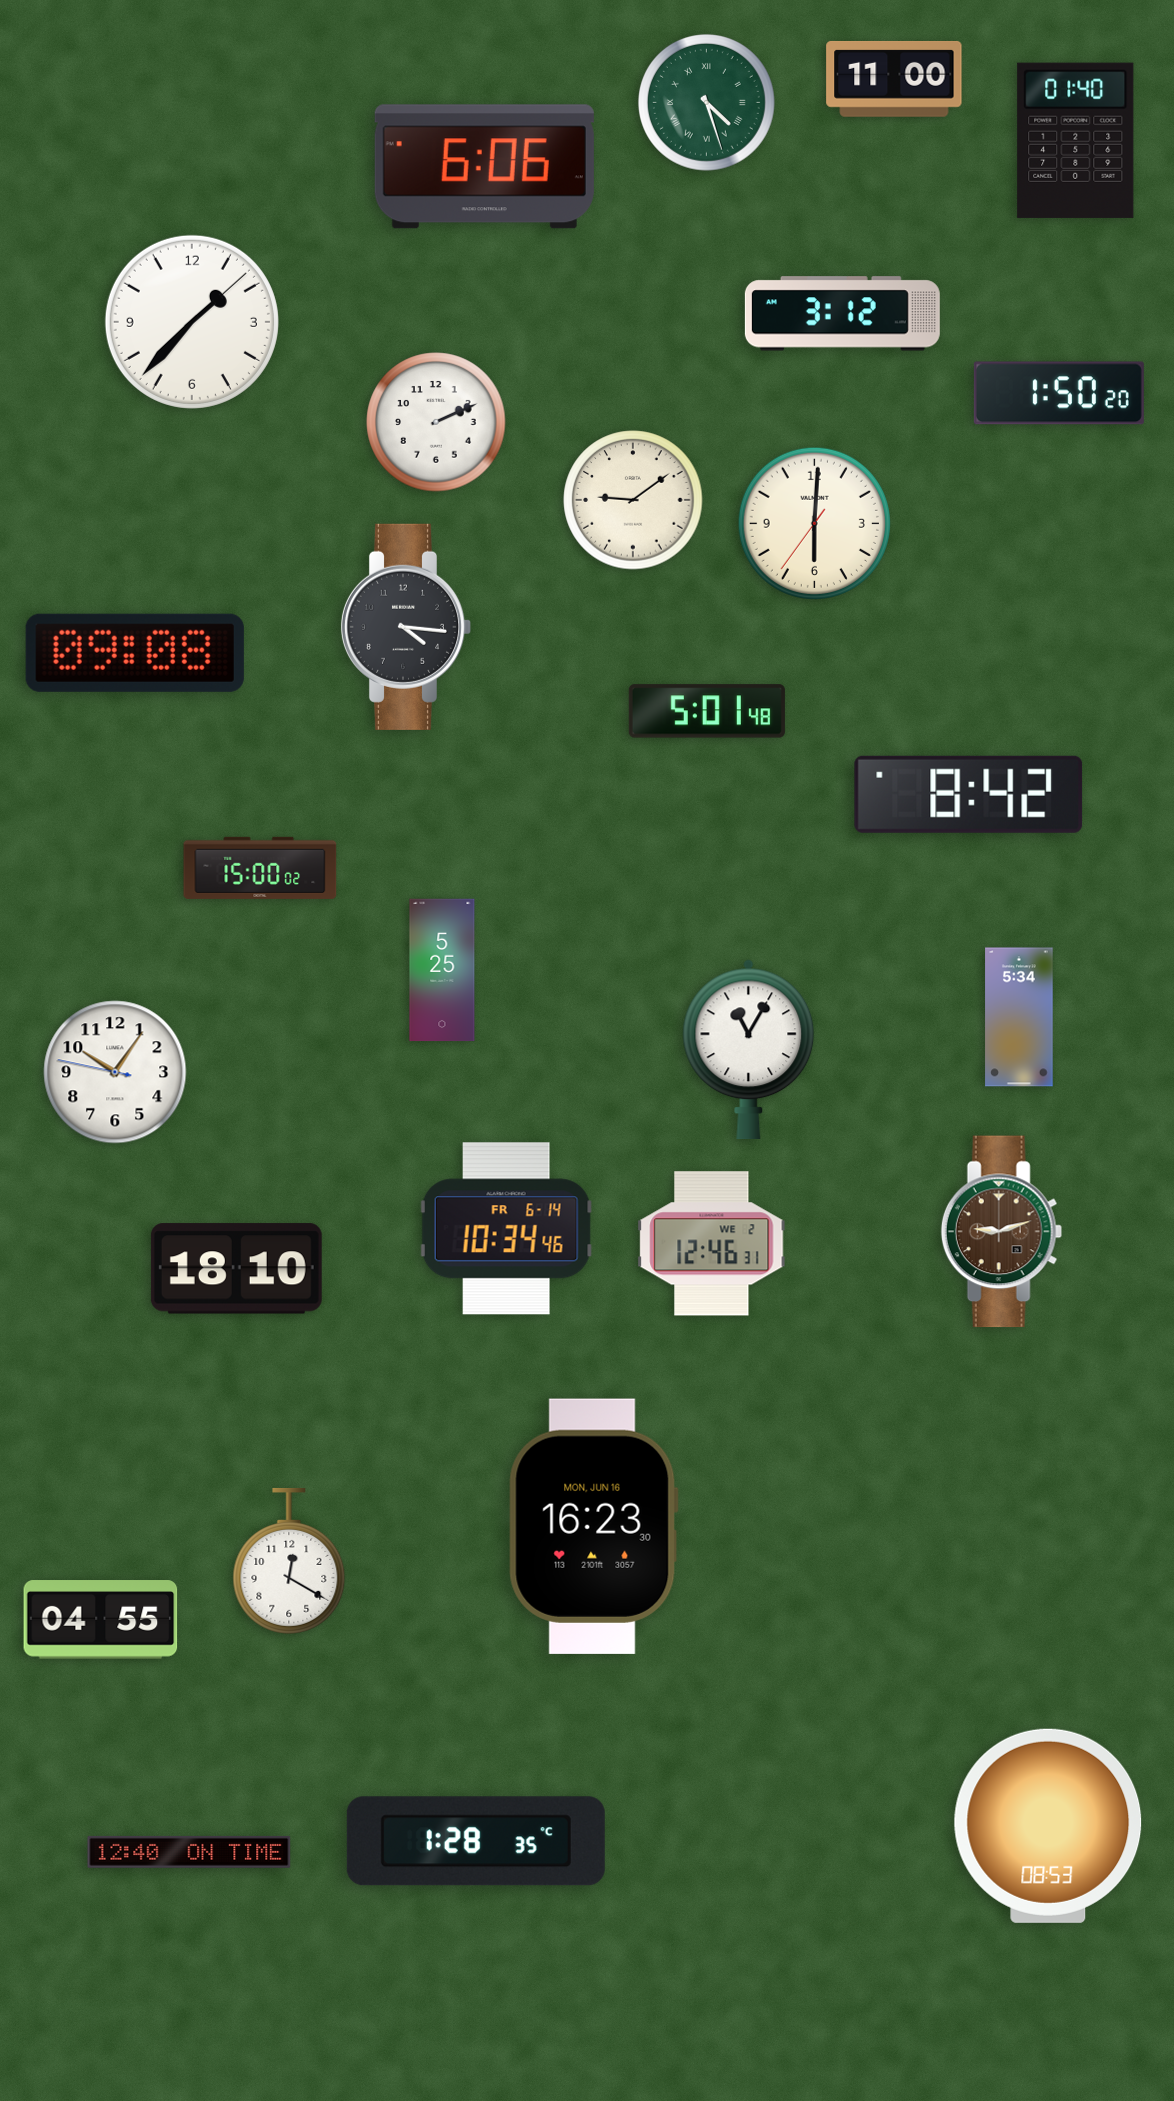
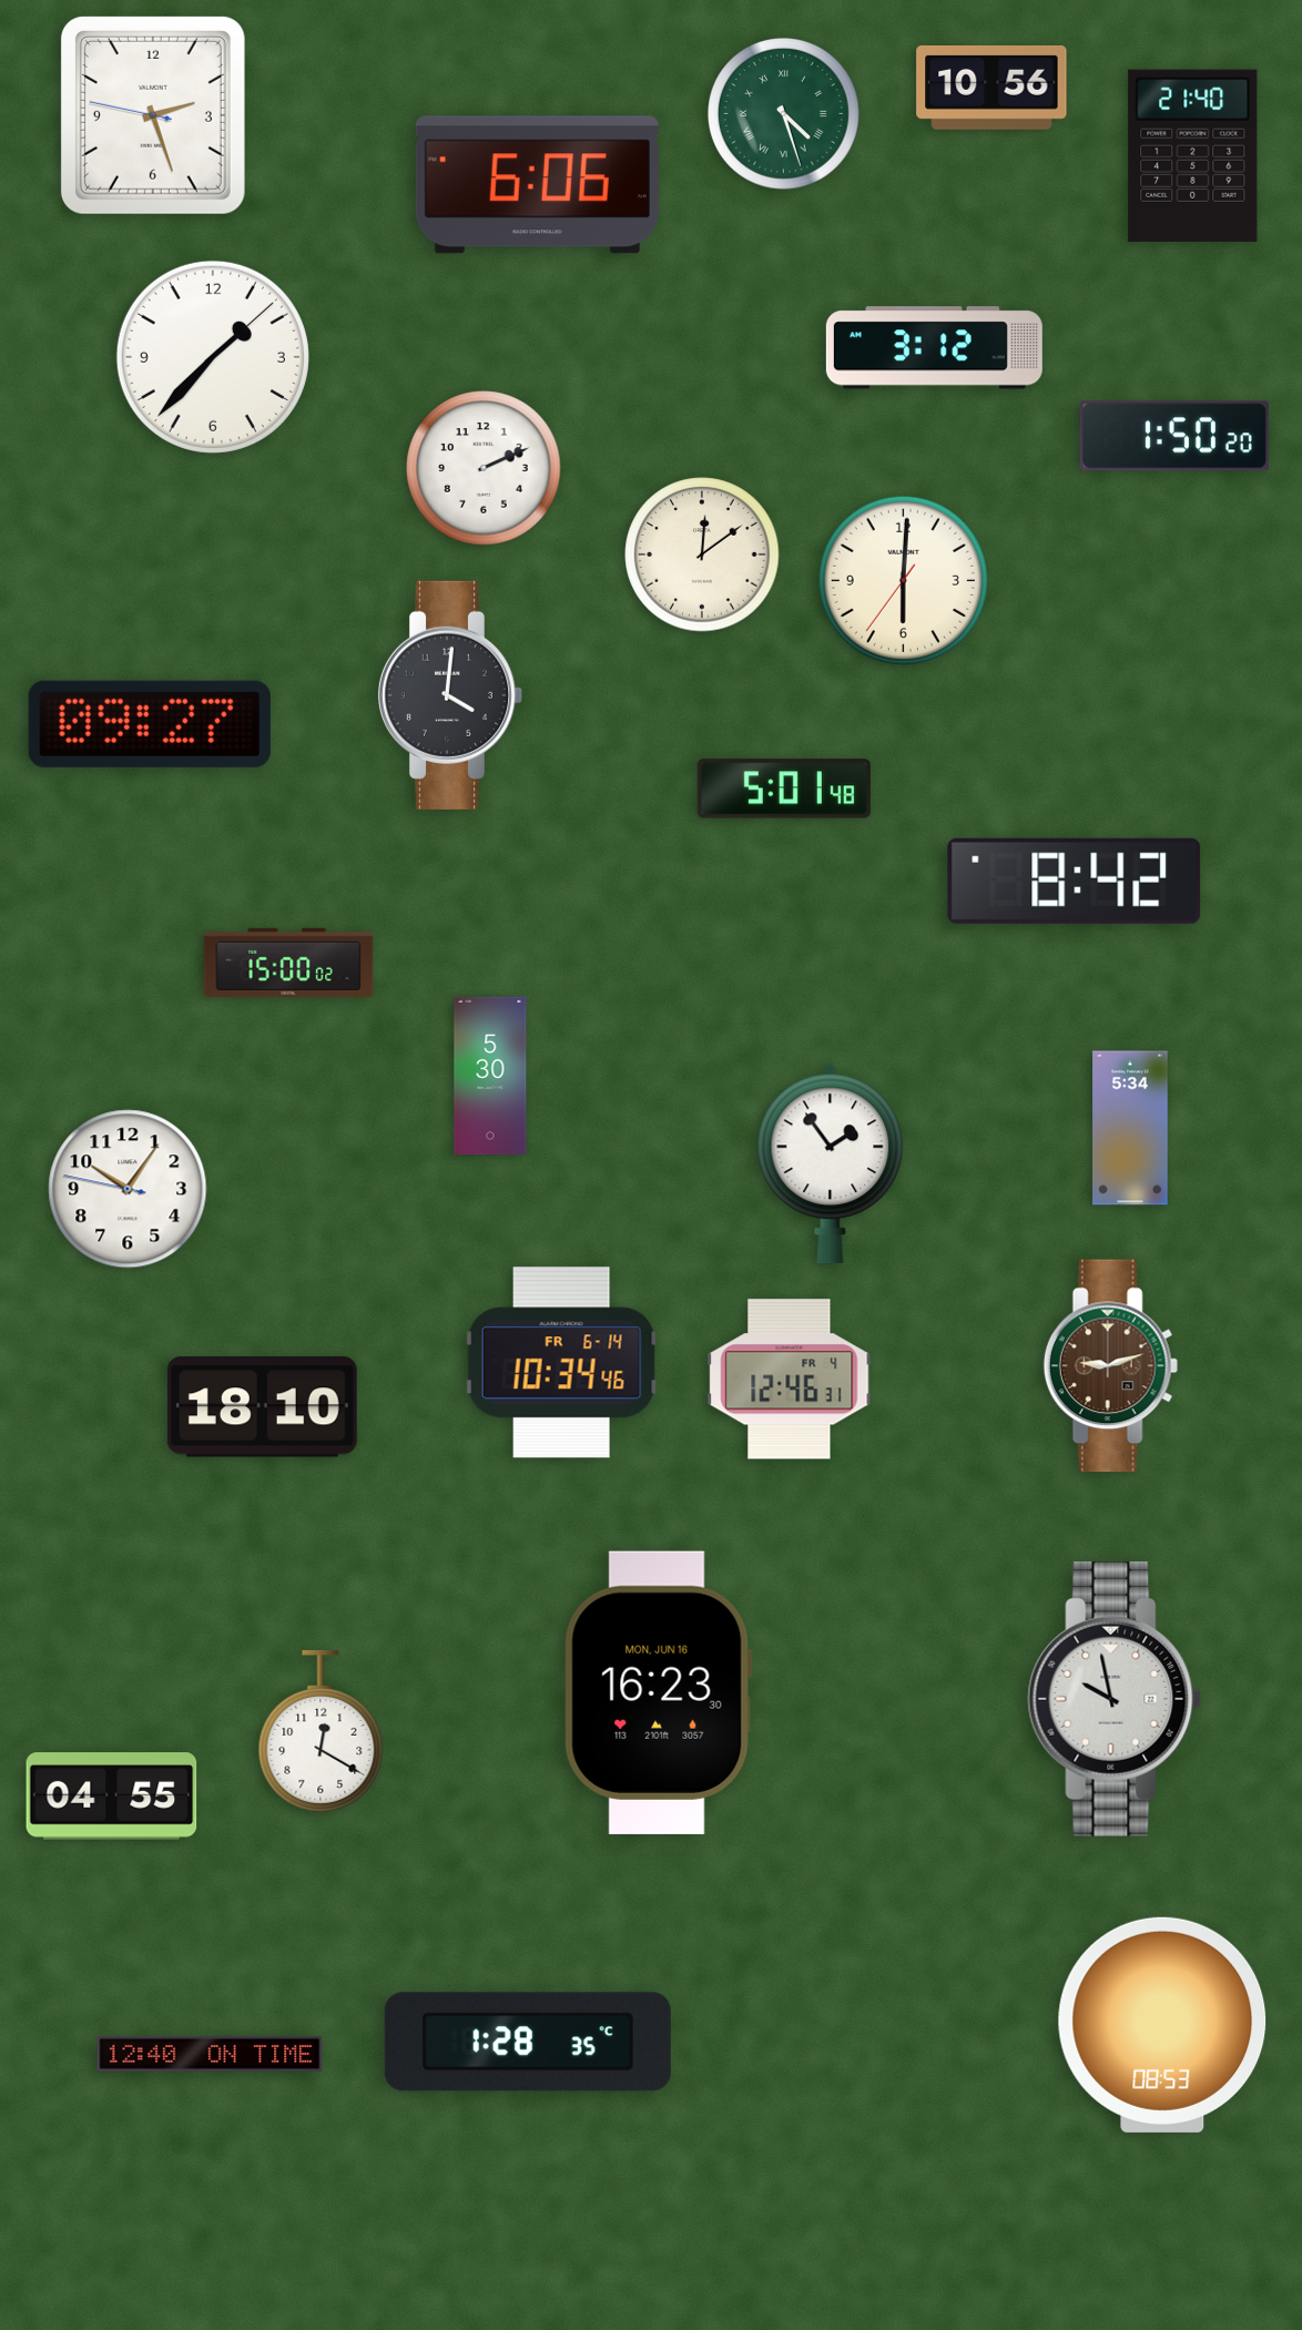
clock at (894, 79): 11:00 -> 10:56
clock at (153, 115): none -> 2:26
clock at (1076, 140): 01:40 -> 21:40
clock at (633, 500): 9:09 -> 12:09
clock at (406, 627): 4:16 -> 4:01
clock at (135, 653): 09:08 -> 09:27
clock at (442, 970): 5:25 -> 5:30
clock at (749, 1050): 11:05 -> 1:54
clock at (712, 1244) date: WE 2 -> FR 4
clock at (1115, 1699): none -> 9:58
